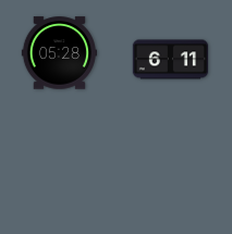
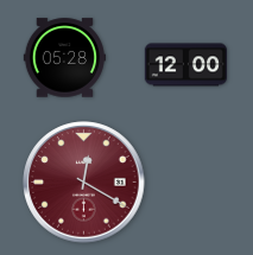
clock at (170, 60): 6:11 -> 12:00
clock at (84, 183): none -> 12:20
